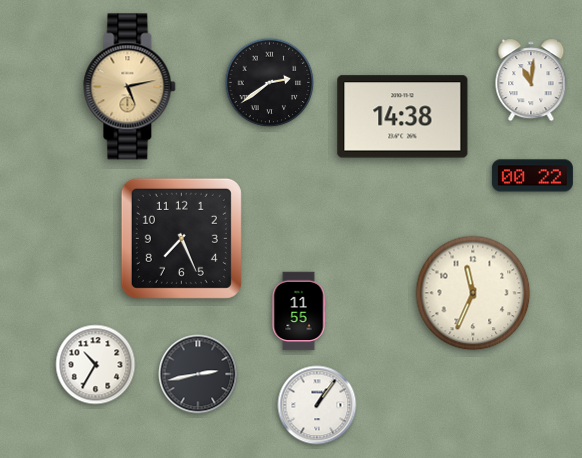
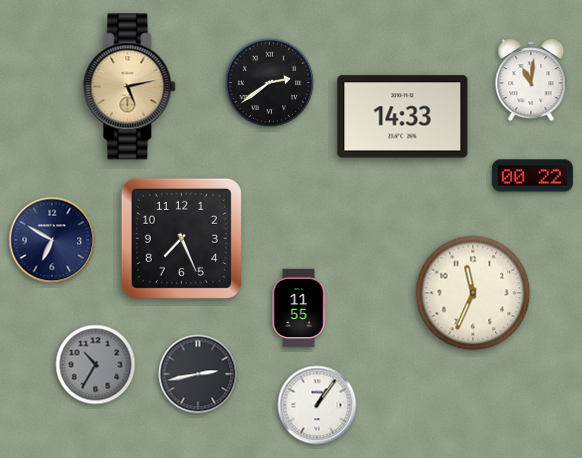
clock at (403, 117): 14:38 -> 14:33
clock at (52, 240): none -> 6:50
clock at (299, 311) position: (299, 311) -> (299, 308)
clock at (96, 365) dial: white -> grey
